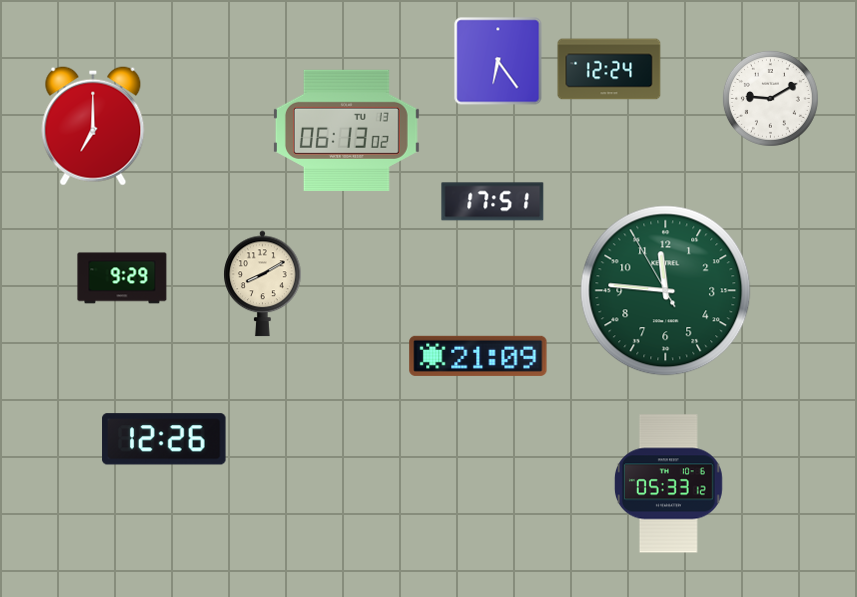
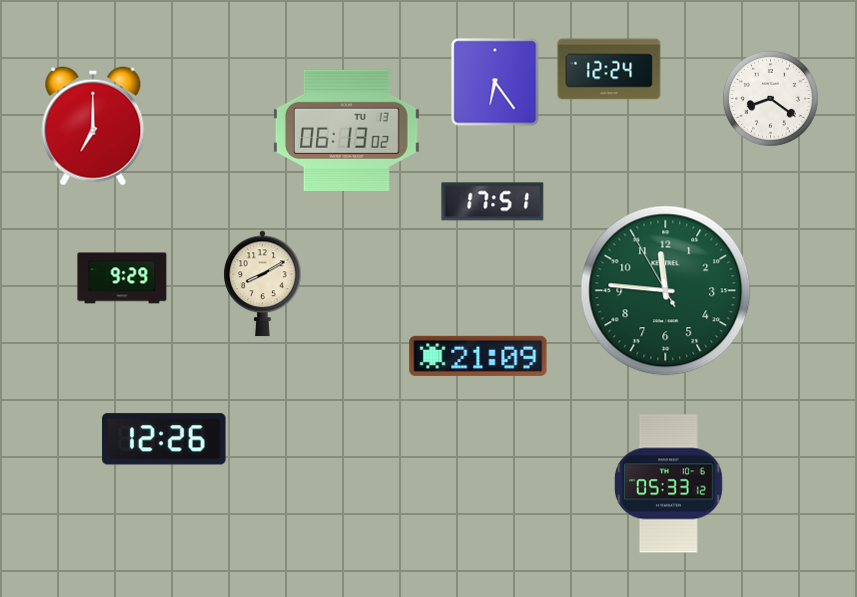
clock at (498, 61) position: (498, 61) -> (495, 82)
clock at (770, 98): 9:10 -> 8:21
